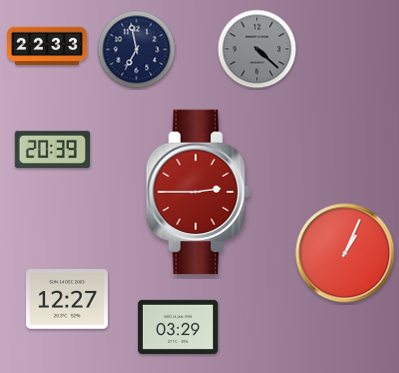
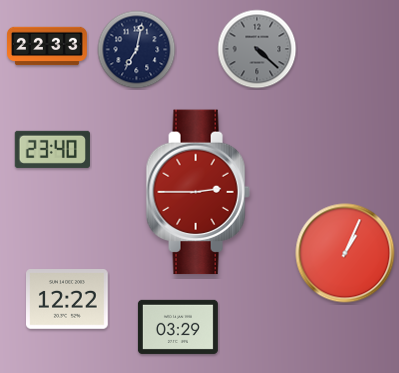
clock at (137, 50): 6:58 -> 7:02
clock at (52, 149): 20:39 -> 23:40
clock at (68, 300): 12:27 -> 12:22
